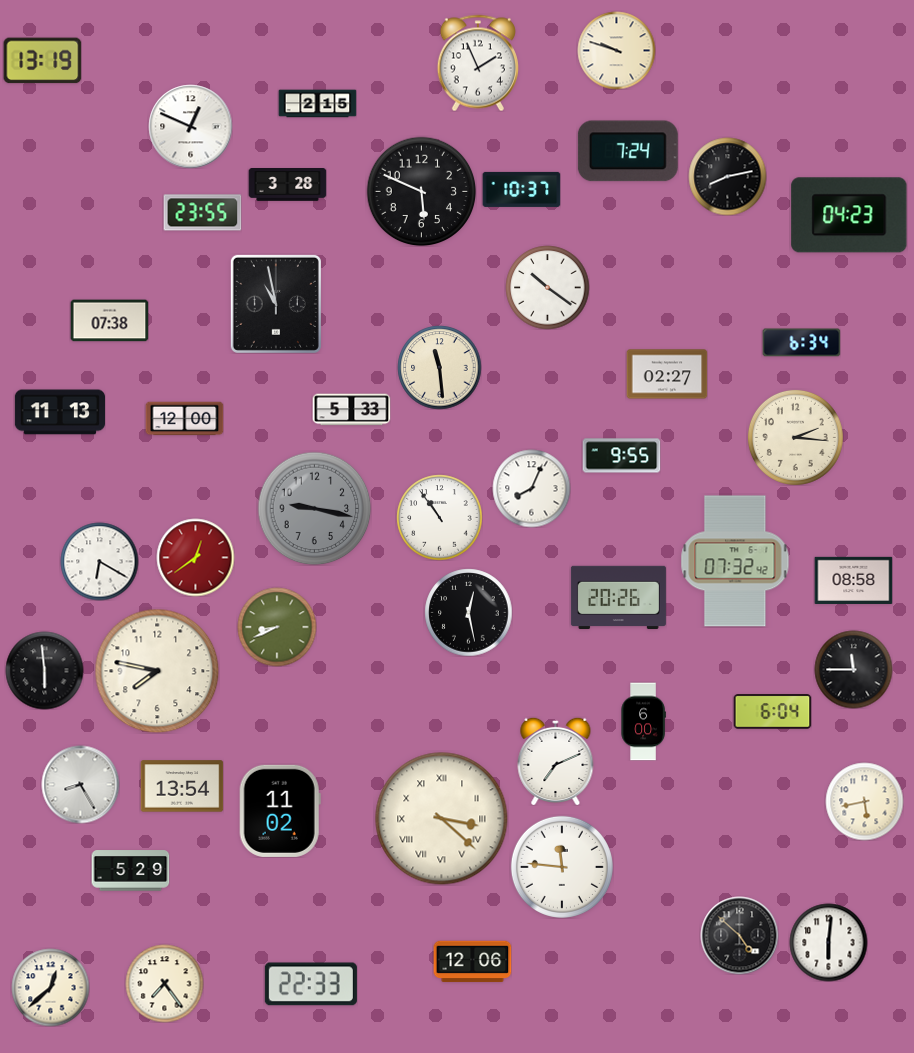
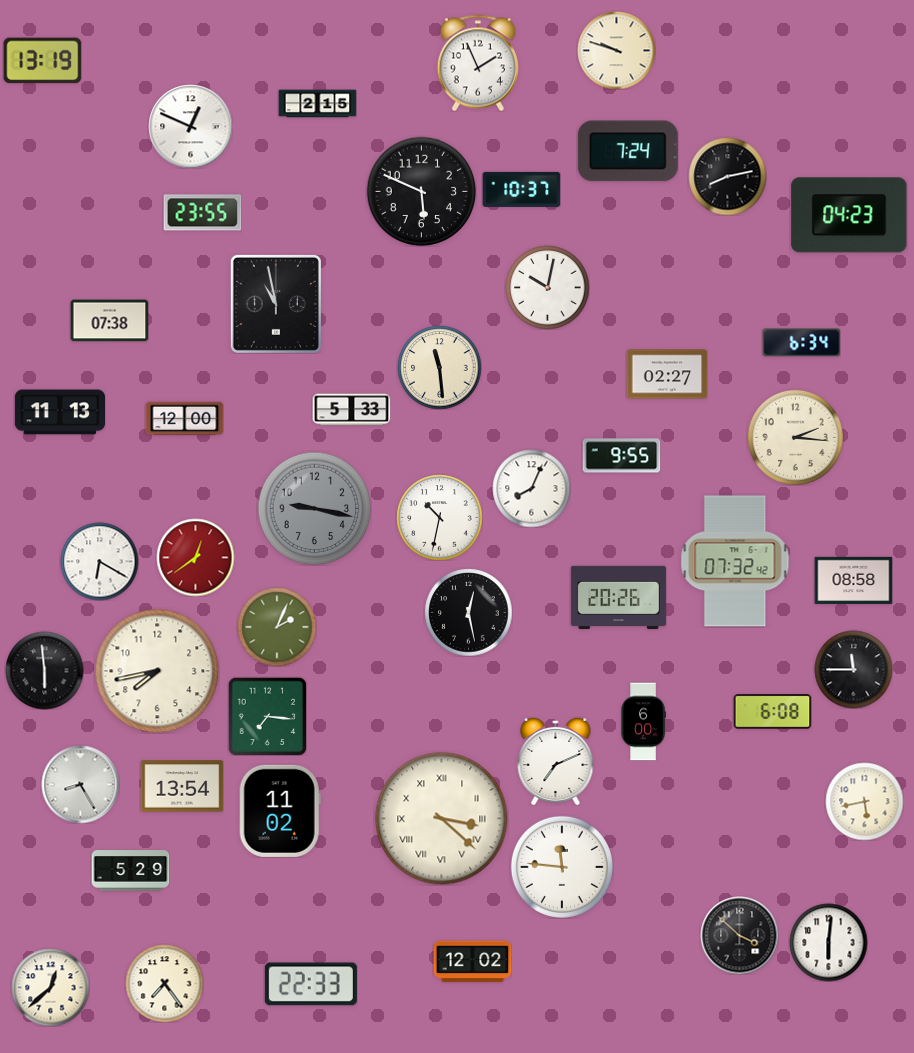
clock at (287, 185): 3:28 -> none
clock at (547, 287): 10:21 -> 10:02
clock at (439, 517): 10:54 -> 10:32
clock at (277, 627): 8:41 -> 2:04
clock at (157, 671): 7:47 -> 7:43
clock at (772, 712): 6:04 -> 6:08
clock at (267, 716): none -> 7:16
clock at (739, 935): 4:52 -> 3:52
clock at (472, 962): 12:06 -> 12:02
